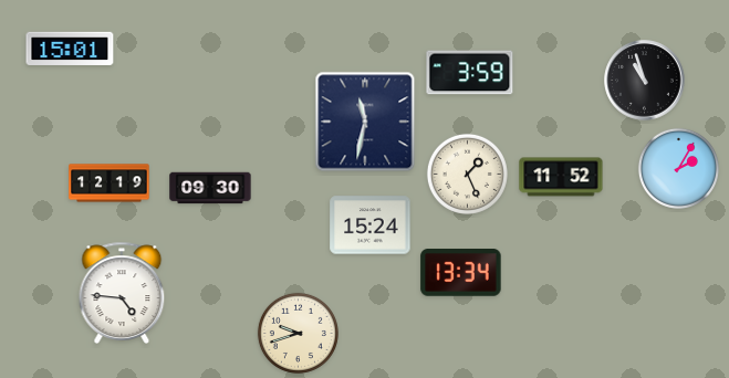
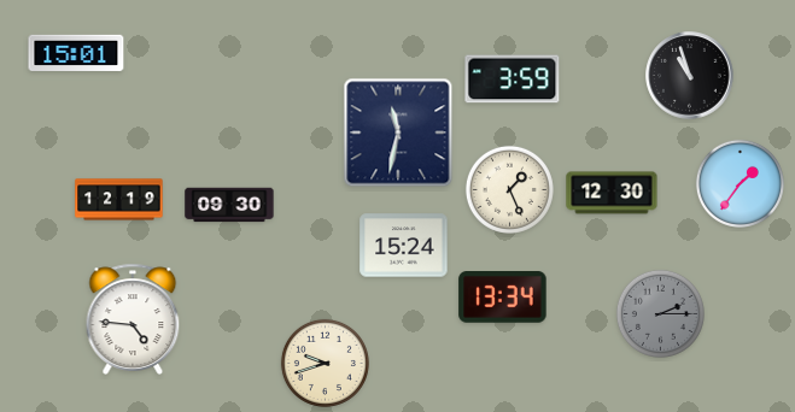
clock at (645, 81) position: (645, 81) -> (690, 76)
clock at (678, 168): 2:05 -> 1:36
clock at (561, 177): 11:52 -> 12:30
clock at (660, 313): none -> 2:15
